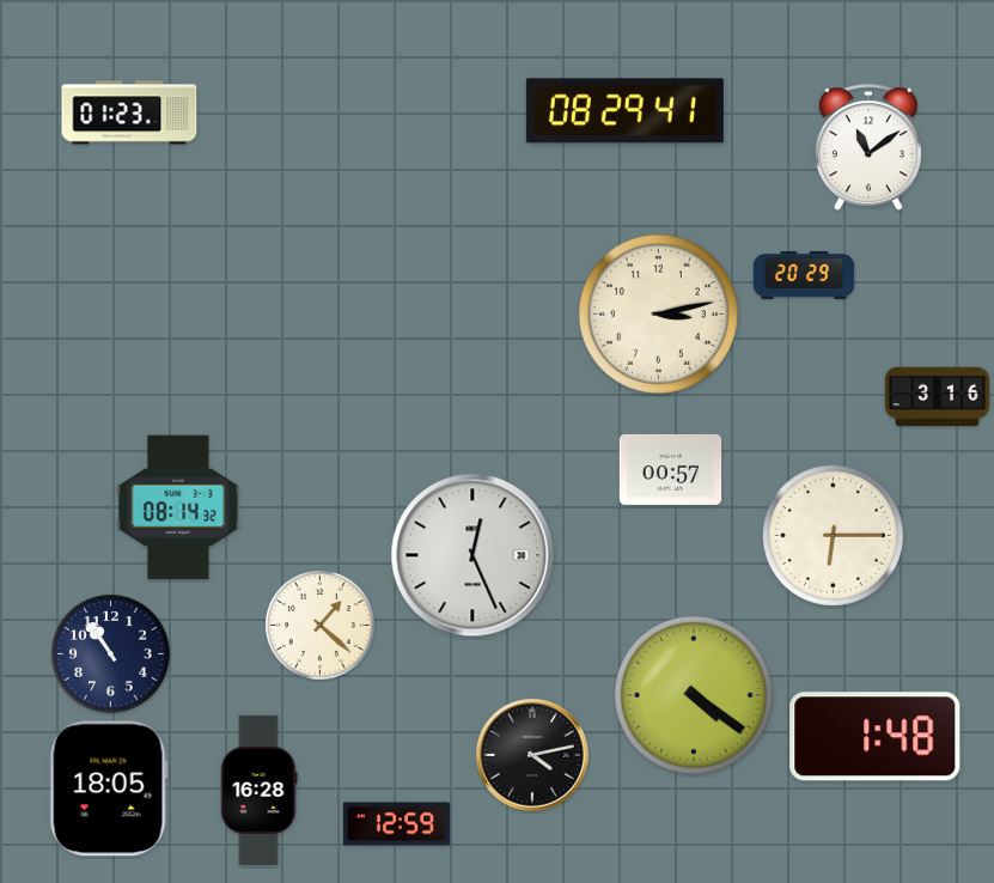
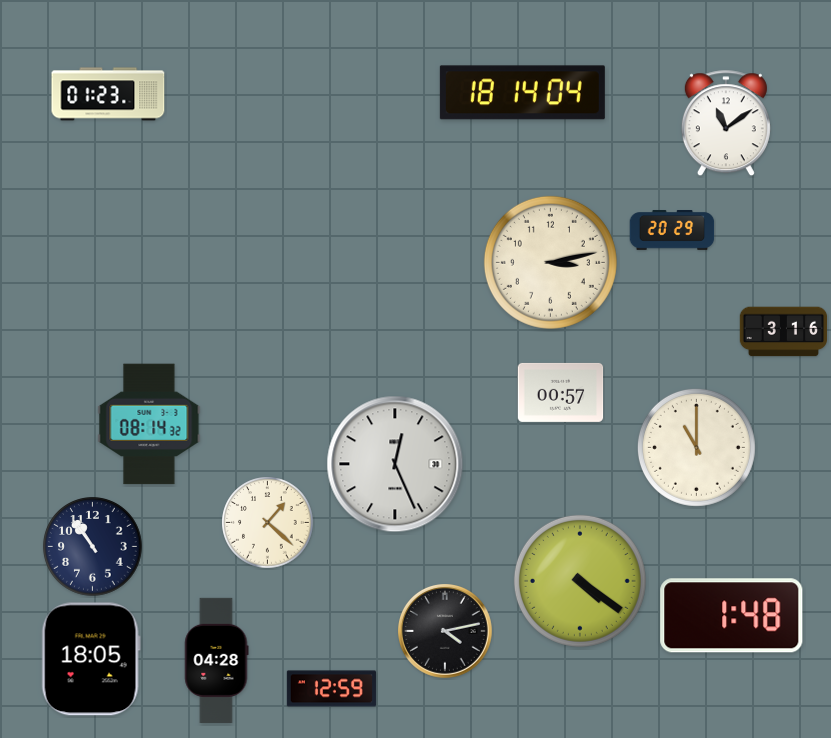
clock at (624, 111): 08:29 -> 18:14
clock at (833, 535): 6:15 -> 11:00
clock at (260, 790): 16:28 -> 04:28
